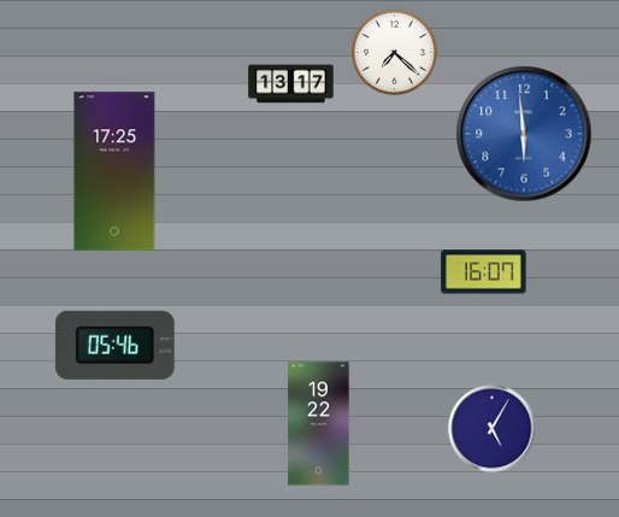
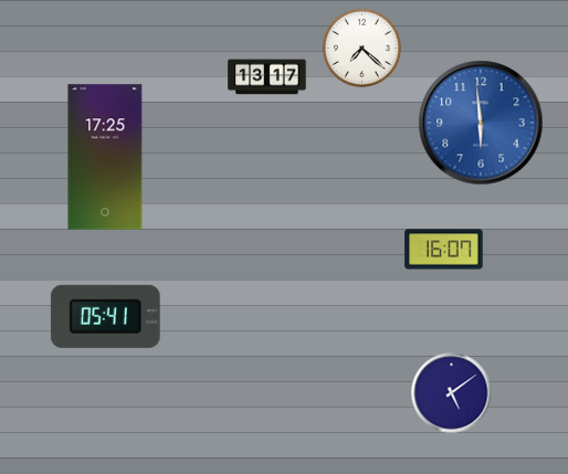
clock at (114, 345): 05:46 -> 05:41
clock at (319, 424): 19:22 -> none
clock at (493, 429): 5:05 -> 5:09
